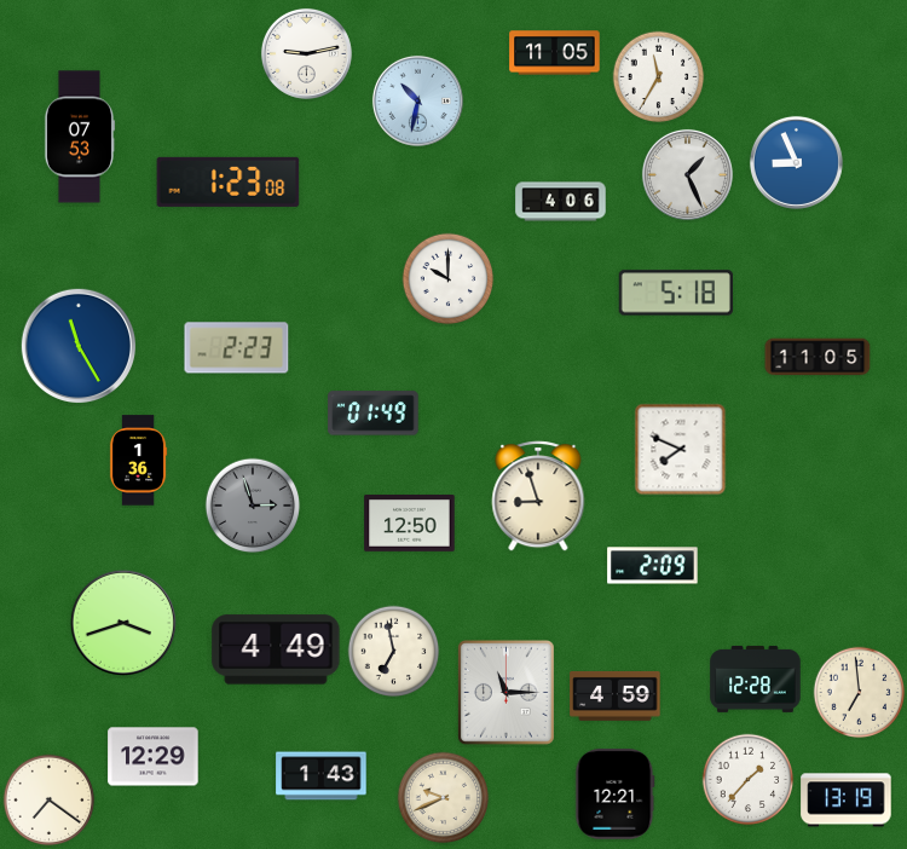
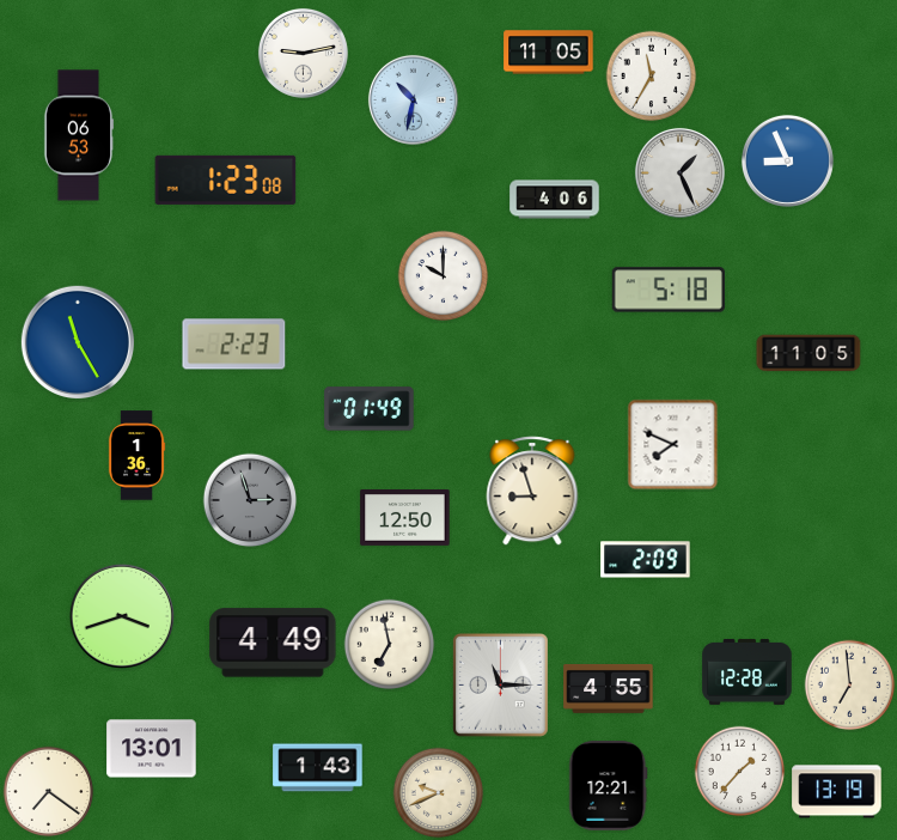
clock at (80, 137): 07:53 -> 06:53
clock at (616, 695): 4:59 -> 4:55
clock at (154, 757): 12:29 -> 13:01
clock at (444, 798) position: (444, 798) -> (439, 793)
